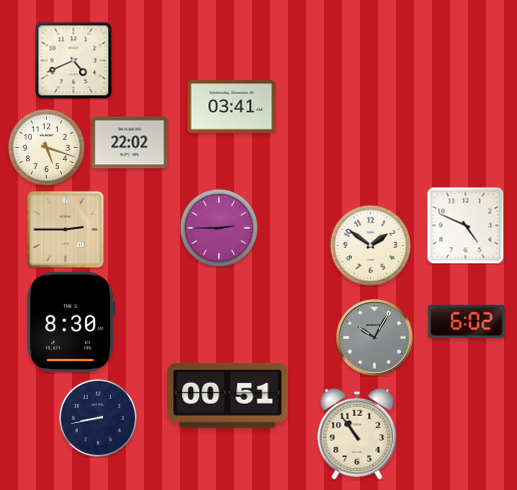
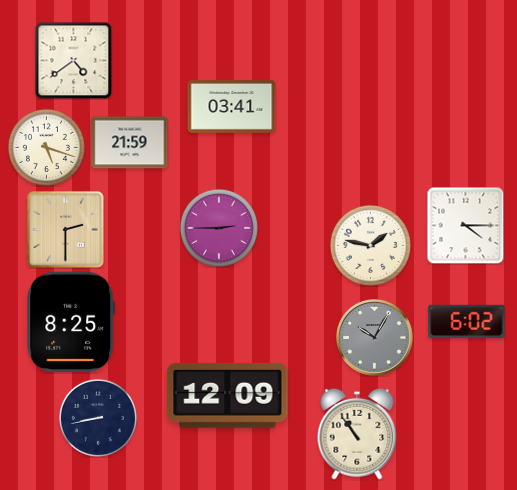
clock at (73, 60): 4:41 -> 4:39
clock at (130, 143): 22:02 -> 21:59
clock at (465, 225): 4:49 -> 4:15
clock at (66, 230): 2:45 -> 2:30
clock at (370, 245): 1:51 -> 1:47
clock at (71, 322): 8:30 -> 8:25
clock at (228, 395): 00:51 -> 12:09
